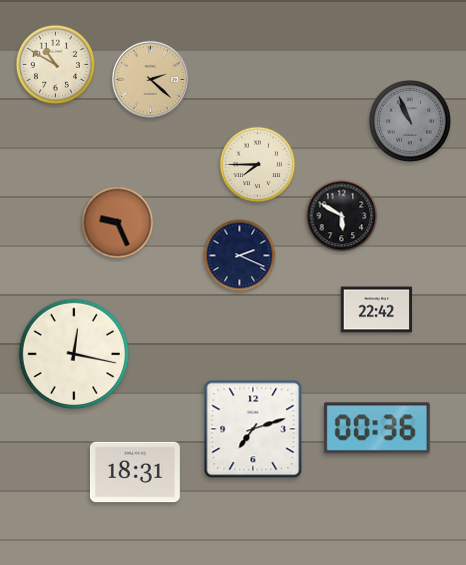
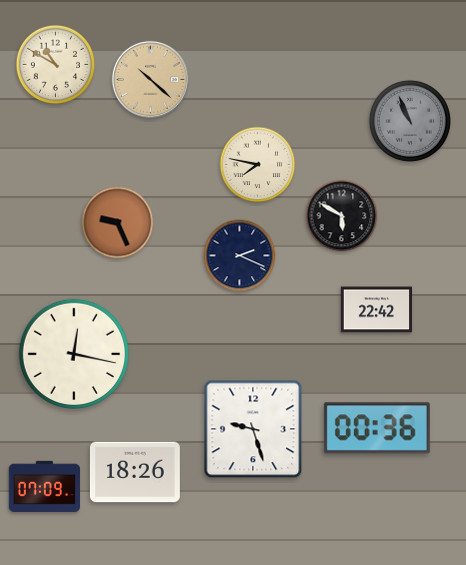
clock at (150, 79): 2:22 -> 10:22
clock at (258, 165): 7:45 -> 7:47
clock at (253, 429): 7:12 -> 9:27
clock at (135, 472): 18:31 -> 18:26
clock at (44, 486): none -> 07:09
